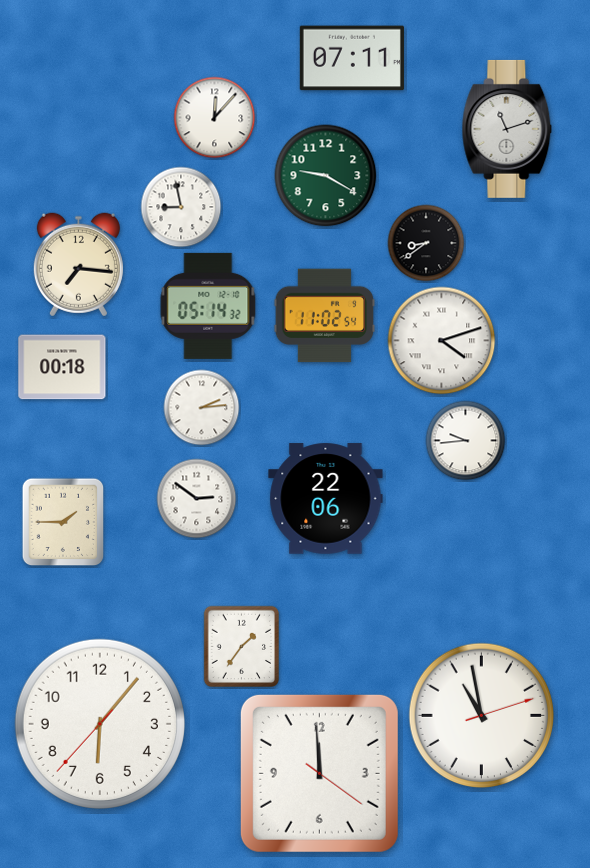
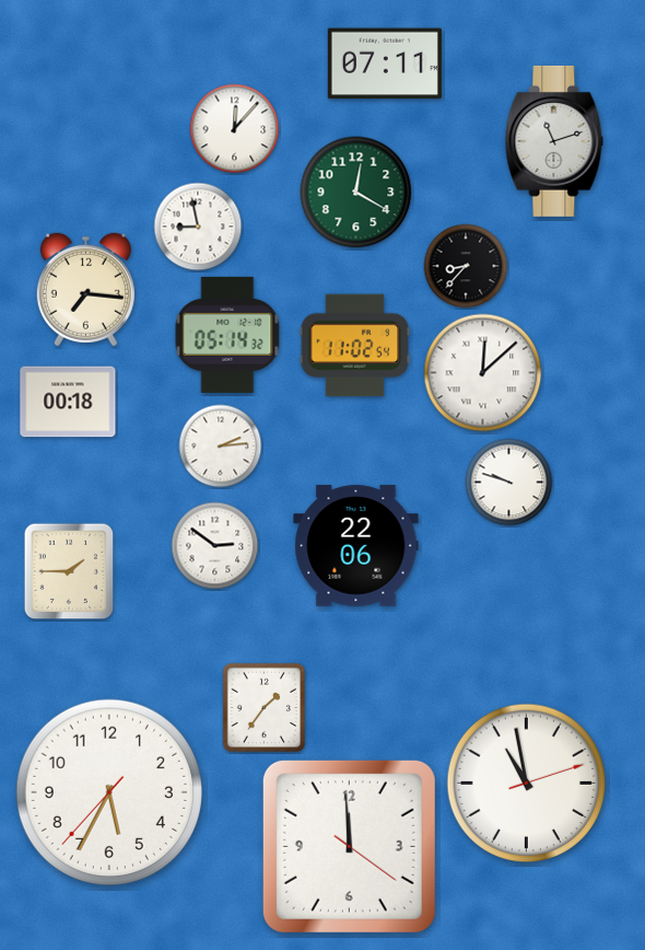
clock at (326, 176): 9:20 -> 12:20
clock at (426, 243): 8:39 -> 8:37
clock at (442, 341): 4:12 -> 12:08
clock at (466, 441): 9:44 -> 9:48
clock at (100, 724): 6:06 -> 5:34
